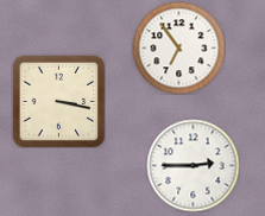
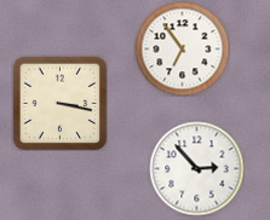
clock at (193, 165): 2:45 -> 2:53
